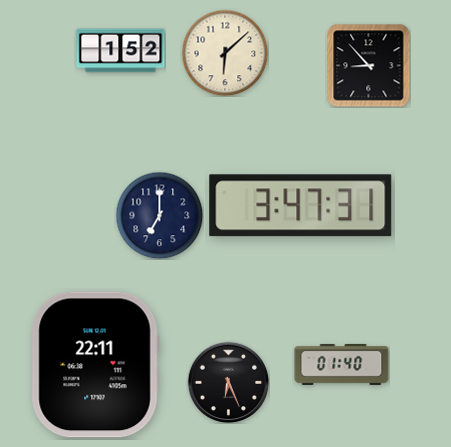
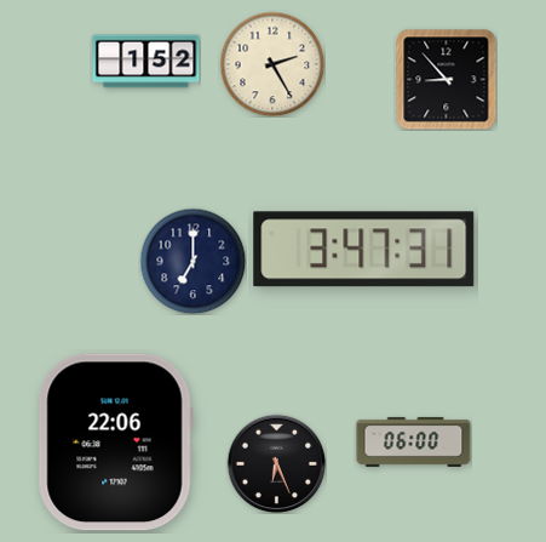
clock at (225, 53): 6:08 -> 2:25
clock at (342, 364): 01:40 -> 06:00
clock at (95, 365): 22:11 -> 22:06
